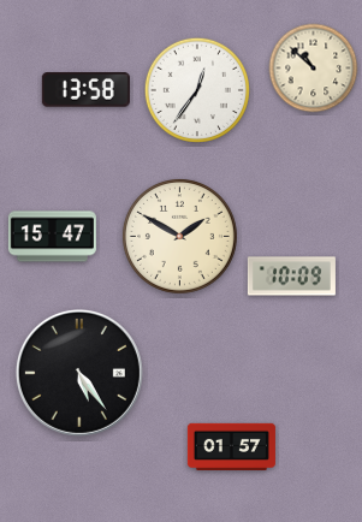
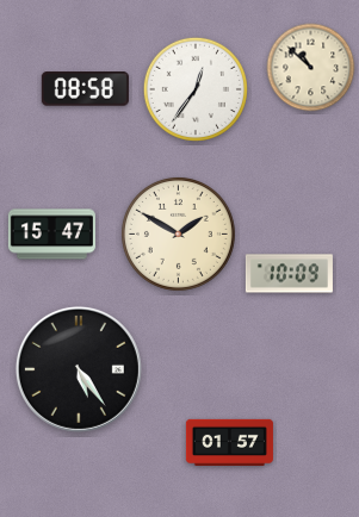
clock at (85, 90): 13:58 -> 08:58
